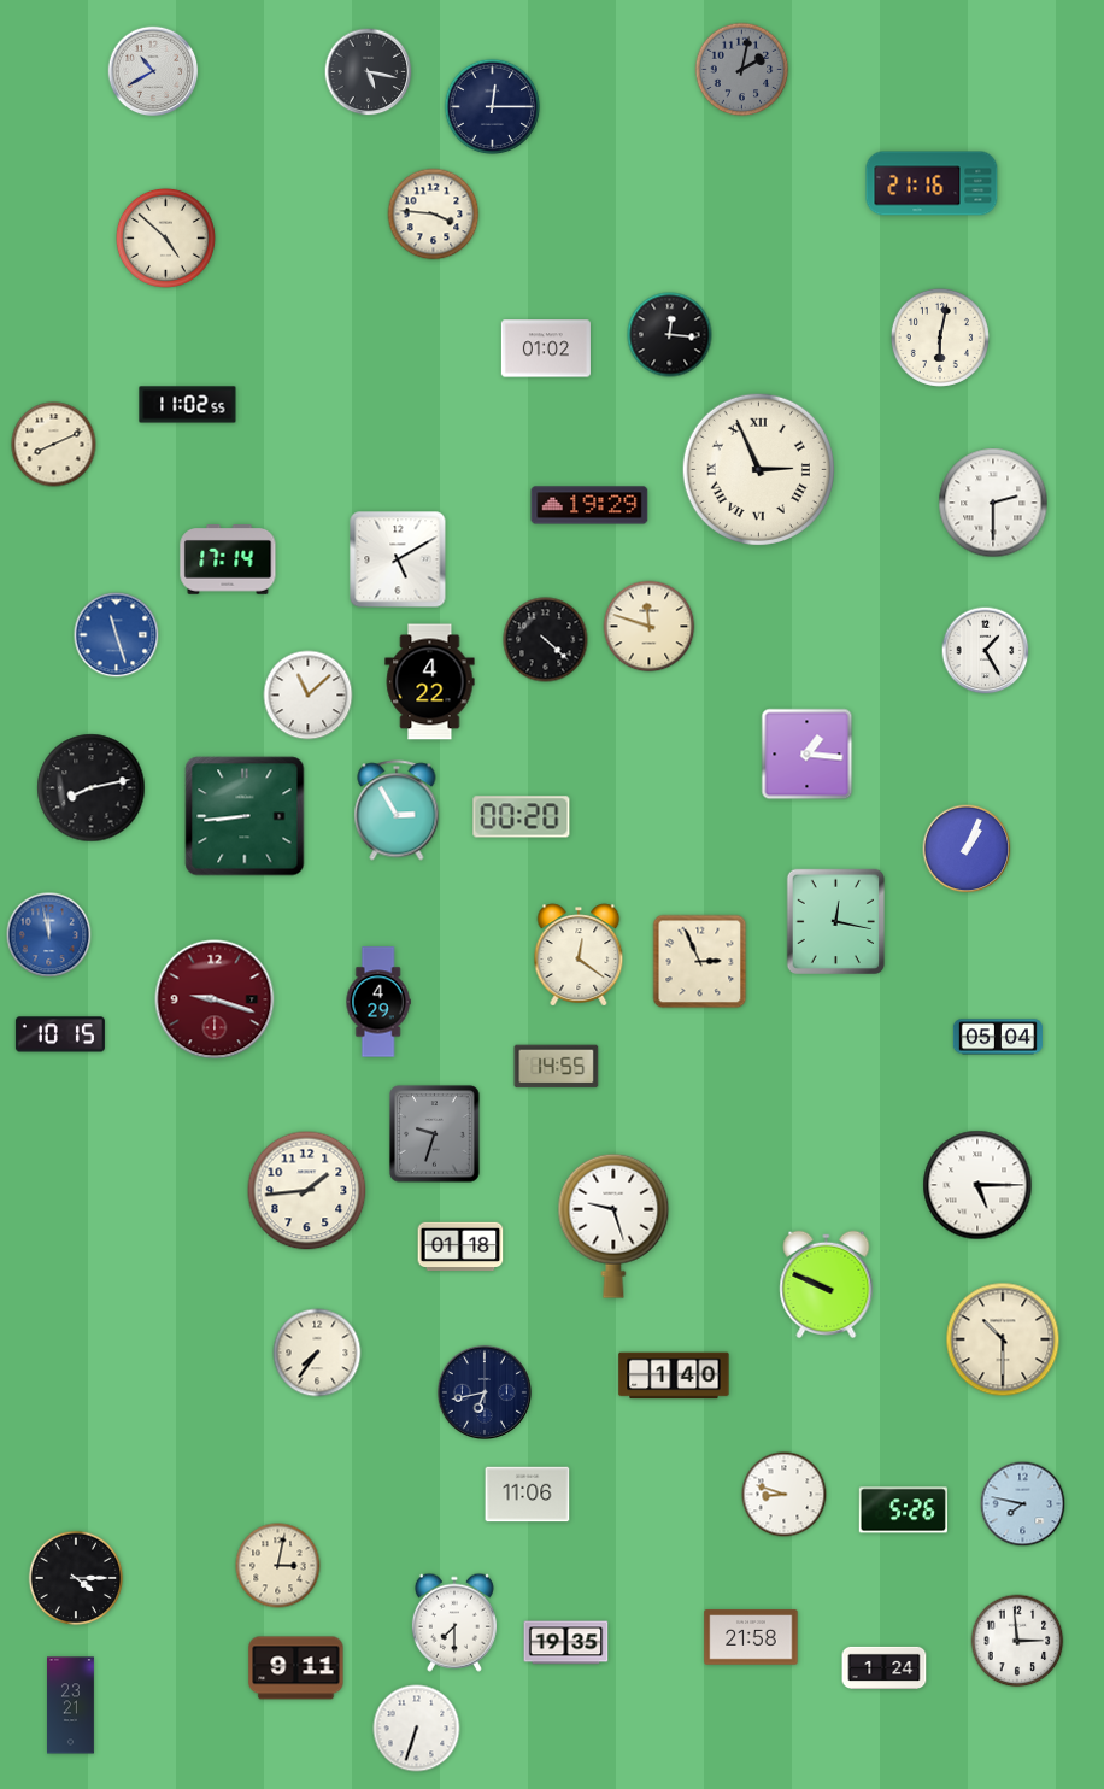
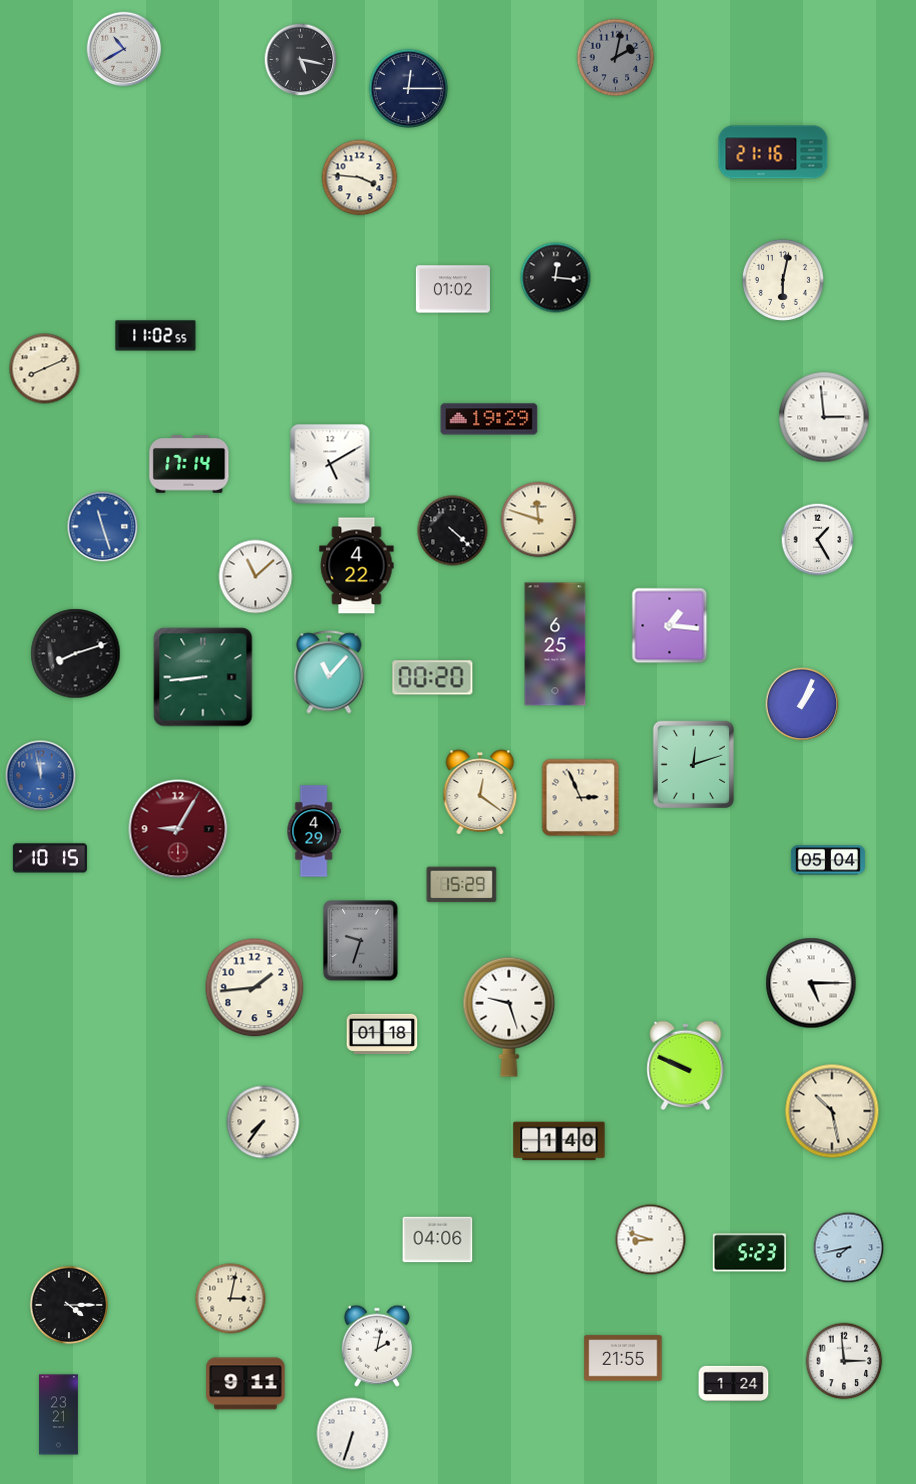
clock at (153, 71) position: (153, 71) -> (124, 49)
clock at (369, 72) position: (369, 72) -> (301, 60)
clock at (165, 237): 4:52 -> none
clock at (940, 338) position: (940, 338) -> (783, 280)
clock at (758, 469): 2:56 -> none
clock at (993, 503): 2:30 -> 2:59
clock at (117, 635) position: (117, 635) -> (103, 527)
clock at (555, 644): none -> 6:25
clock at (92, 788): 8:13 -> 8:12
clock at (397, 810): 2:55 -> 11:07
clock at (835, 922): 12:17 -> 12:12
clock at (215, 999): 9:18 -> 9:05
clock at (557, 1067): 14:55 -> 15:29
clock at (1003, 1339): 10:30 -> 10:28
clock at (485, 1392): 6:43 -> none
clock at (528, 1495): 11:06 -> 04:06
clock at (1023, 1504): 7:47 -> 7:43
clock at (903, 1511): 5:26 -> 5:23
clock at (76, 1578) position: (76, 1578) -> (69, 1305)
clock at (454, 1623): 7:30 -> 2:02
clock at (751, 1637): 21:58 -> 21:55
clock at (566, 1643): 19:35 -> none
clock at (417, 1729) position: (417, 1729) -> (353, 1434)
